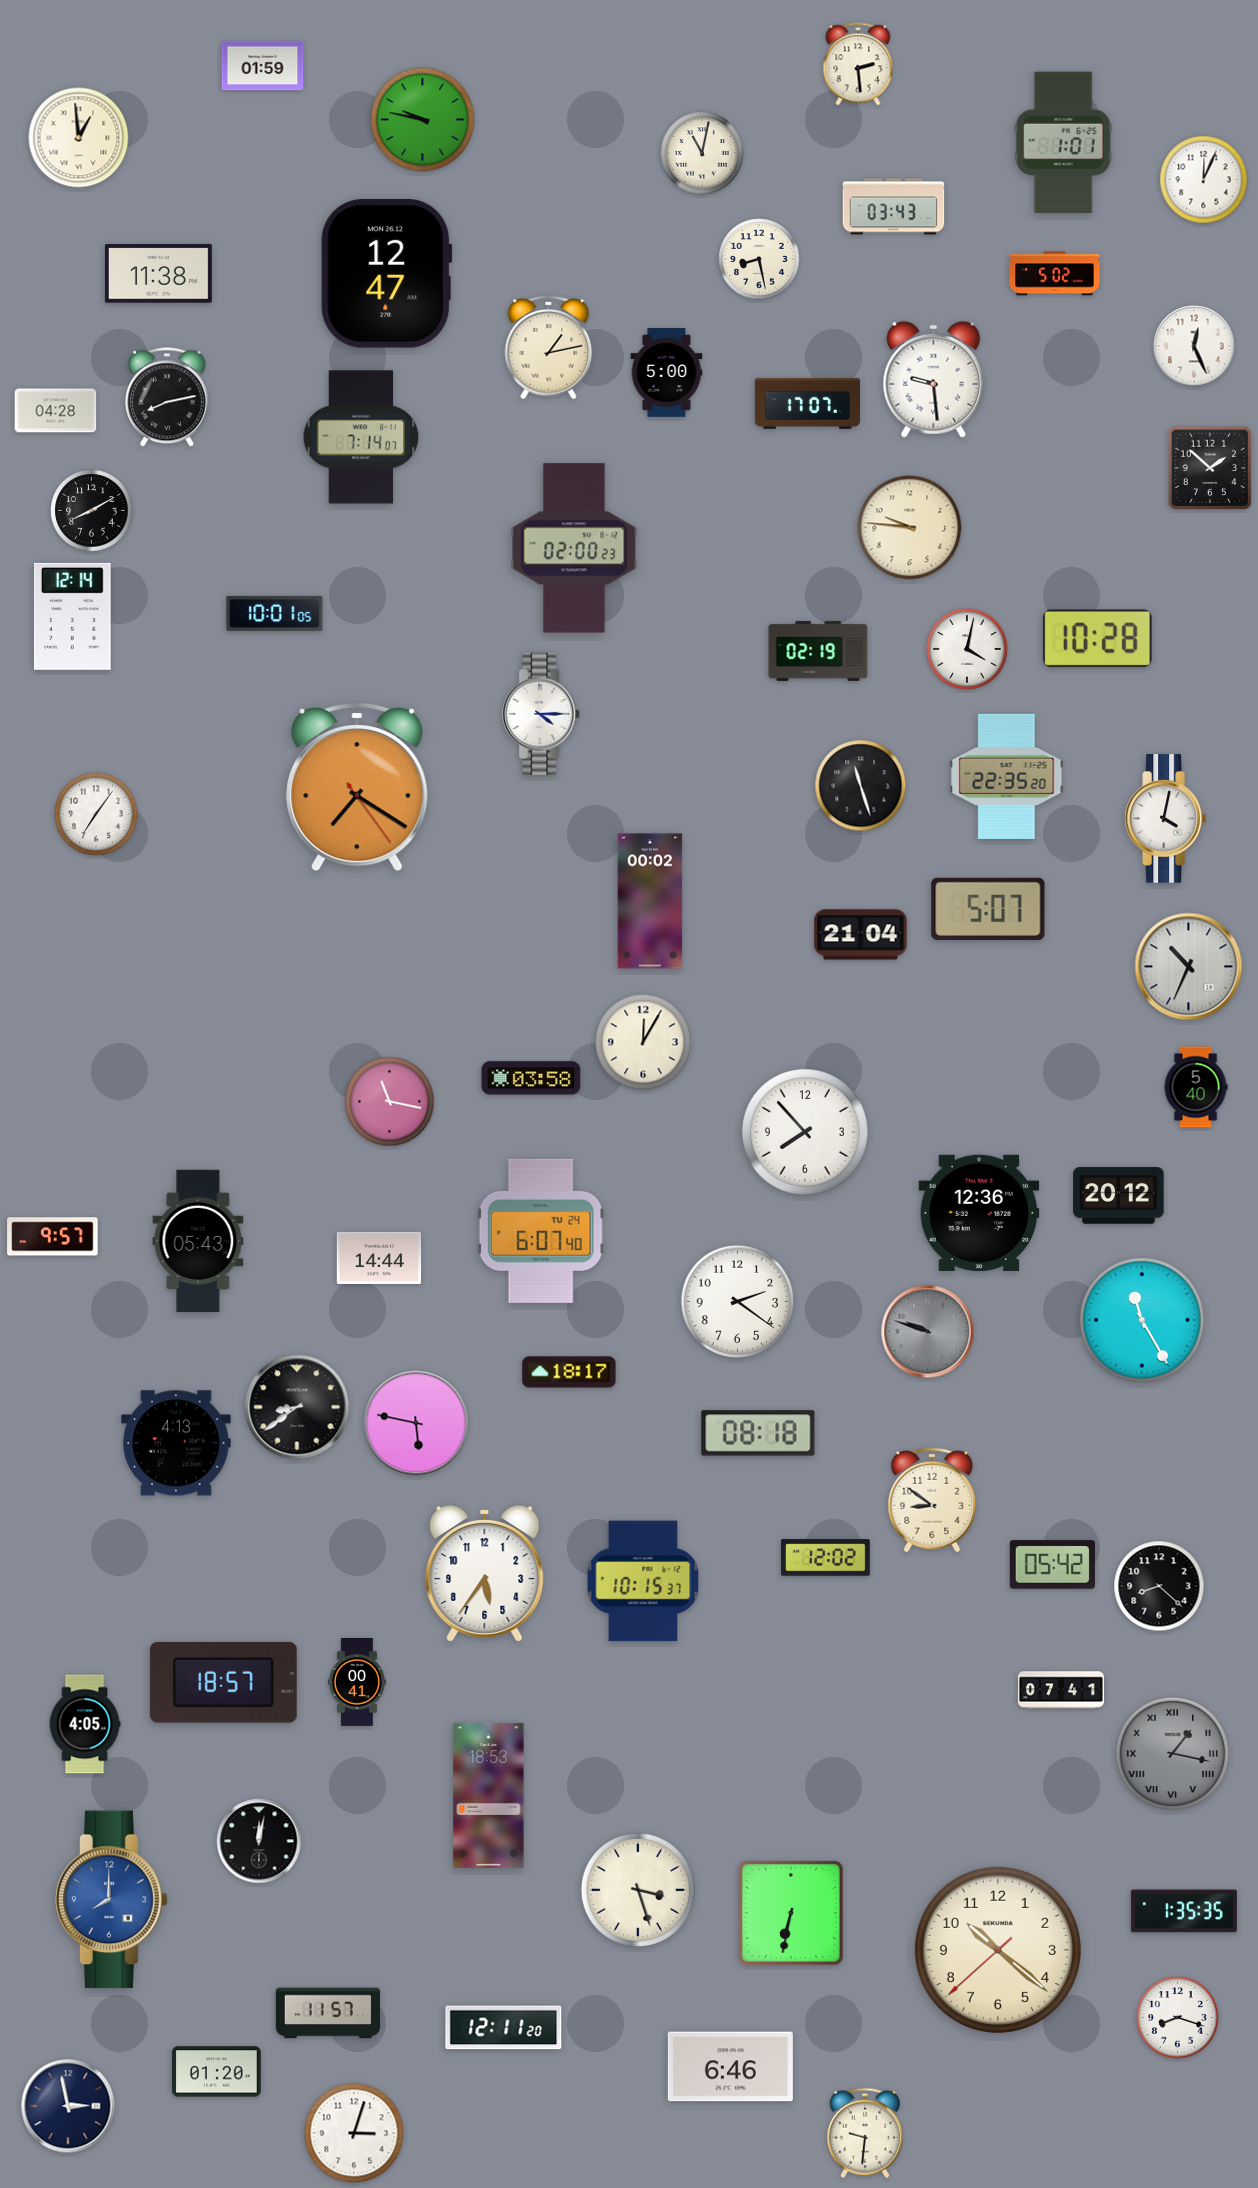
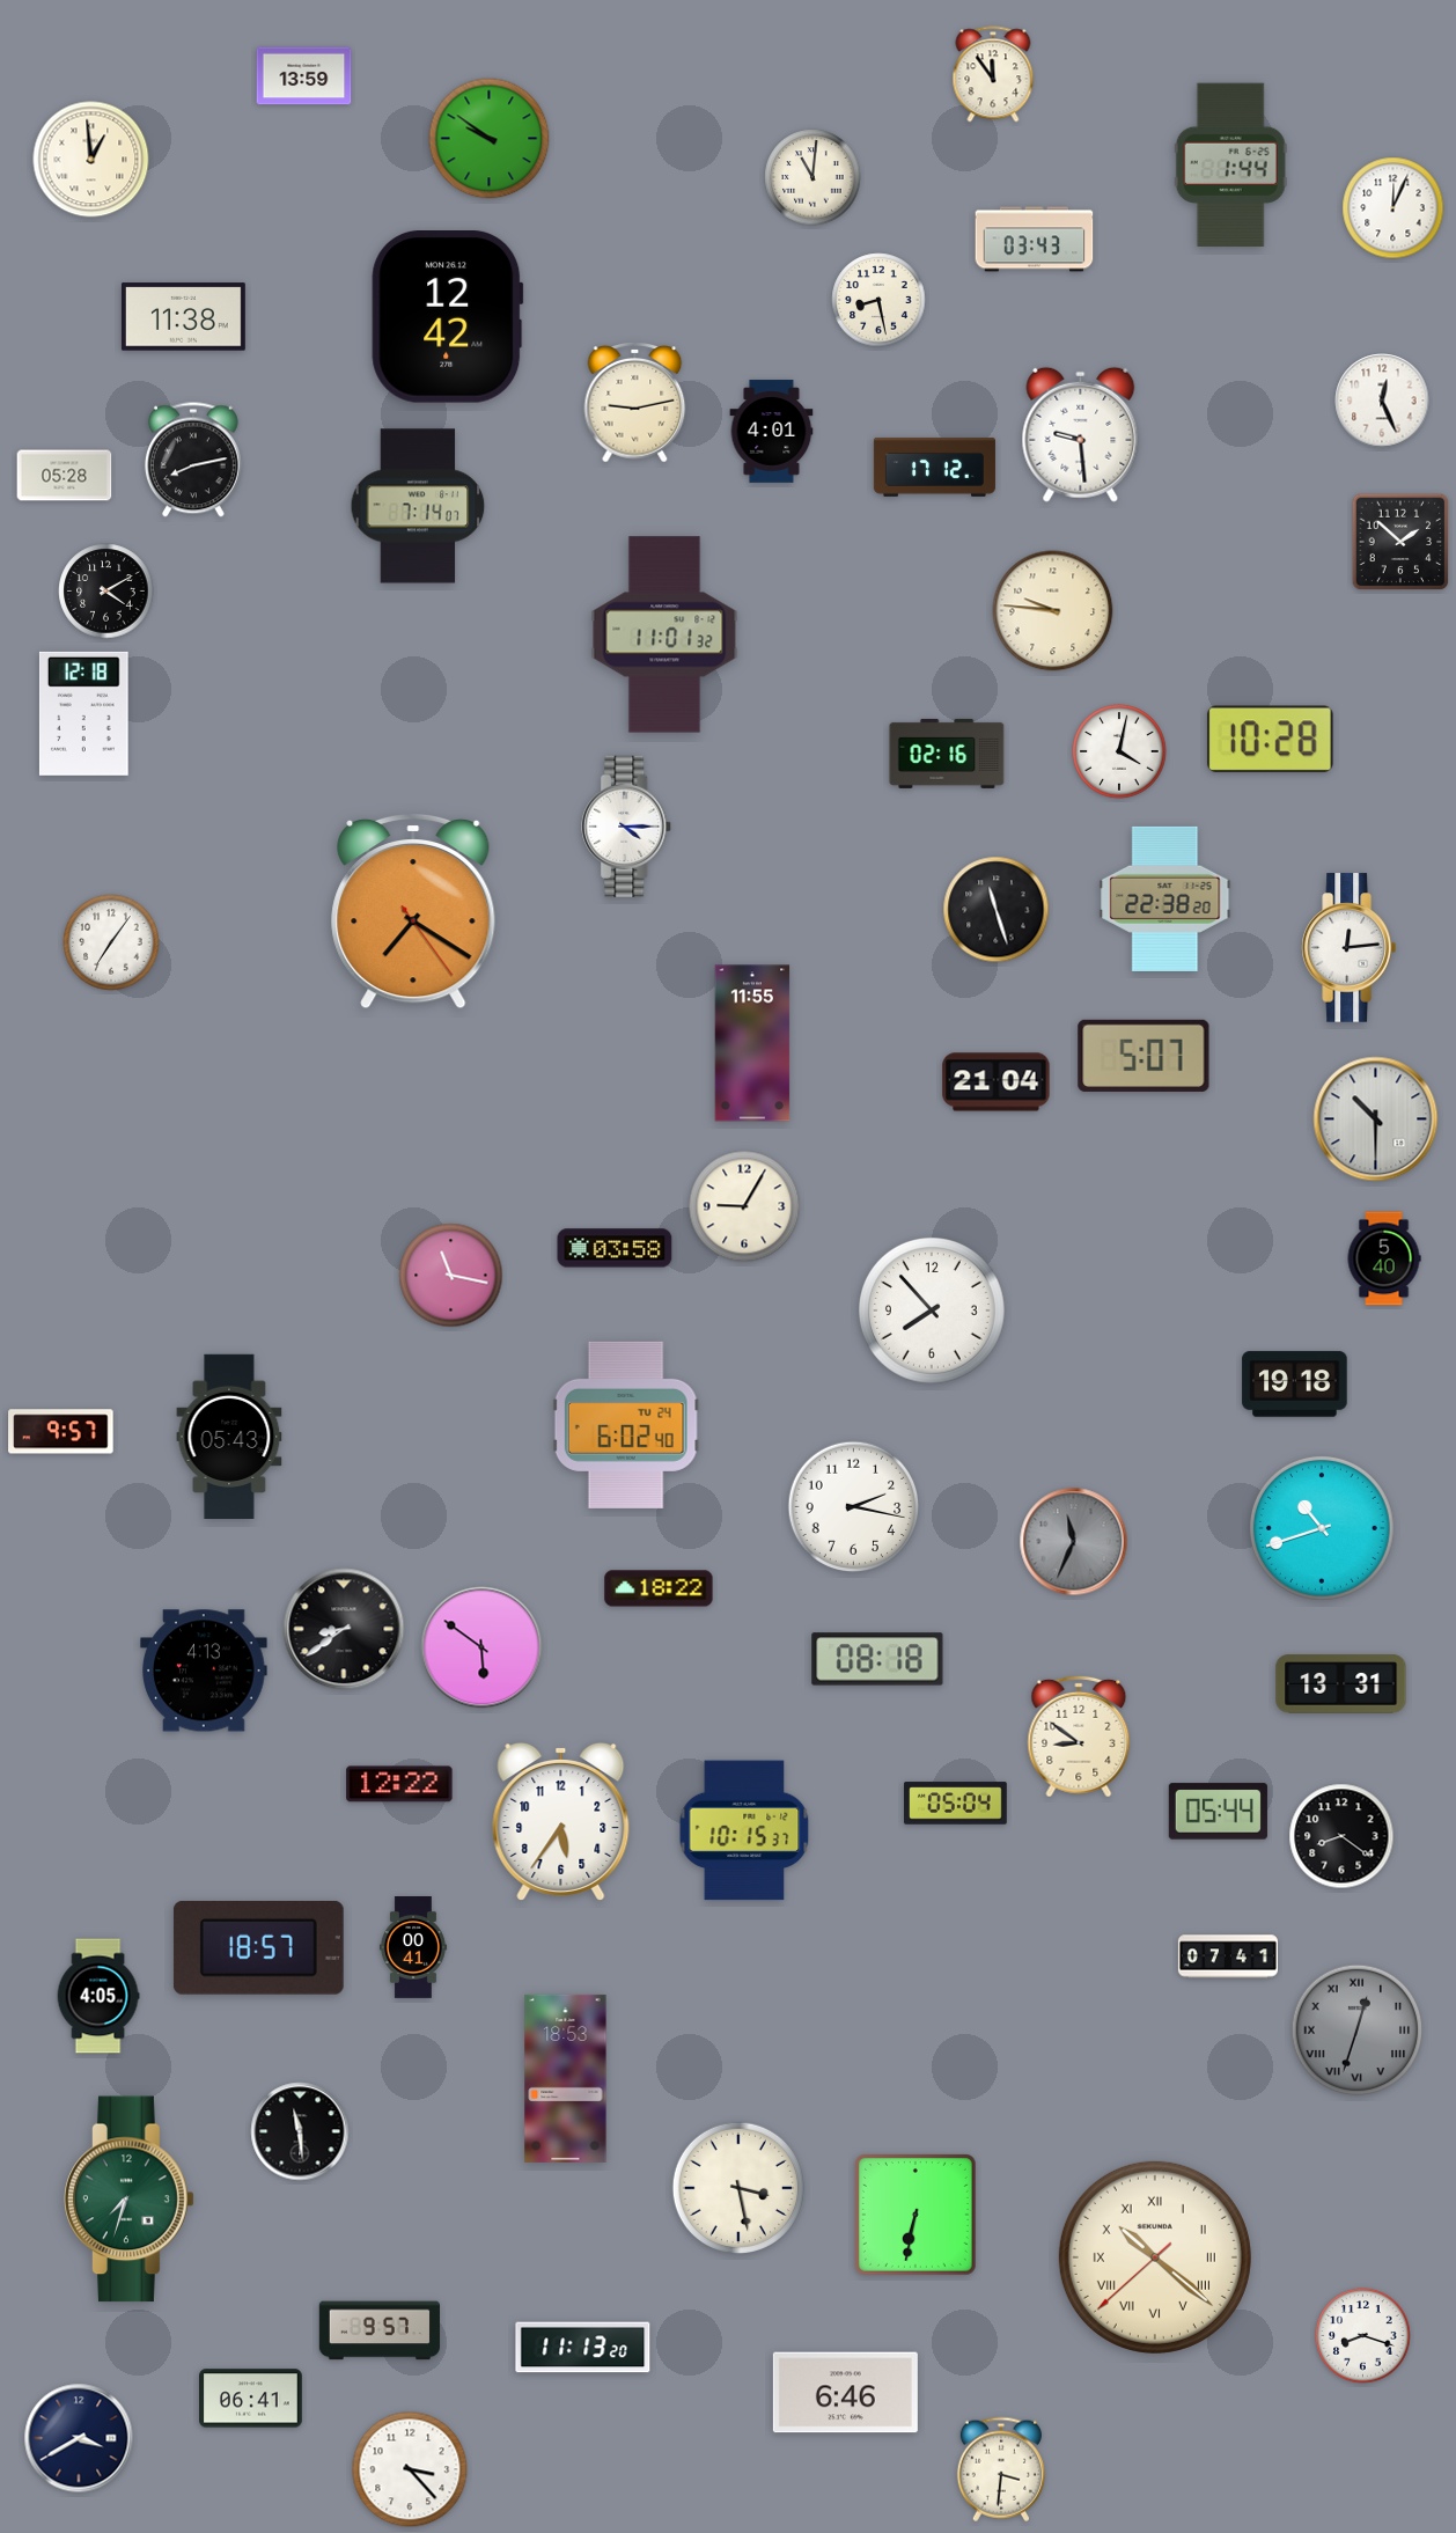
clock at (858, 64): 2:29 -> 11:54
clock at (263, 66): 01:59 -> 13:59
clock at (423, 120): 9:47 -> 9:51
clock at (1063, 142): 1:01 -> 1:44
clock at (702, 153): 11:02 -> 11:01
clock at (387, 274): 12:47 -> 12:42
clock at (1055, 274): 5:02 -> none
clock at (549, 348): 1:13 -> 9:13
clock at (667, 373): 5:00 -> 4:01
clock at (934, 379) position: (934, 379) -> (1081, 434)
clock at (807, 404): 17:07 -> 17:12
clock at (56, 411): 04:28 -> 05:28
clock at (92, 511): 8:10 -> 4:10
clock at (574, 548): 02:00 -> 11:01
clock at (275, 613): 10:01 -> none
clock at (72, 616): 12:14 -> 12:18
clock at (818, 651): 02:19 -> 02:16
clock at (1007, 776): 22:35 -> 22:38
clock at (1165, 819): 4:02 -> 12:14
clock at (650, 901): 00:02 -> 11:55
clock at (988, 909) position: (988, 909) -> (1144, 1056)
clock at (1189, 967): 10:34 -> 10:30
clock at (643, 1042): 12:05 -> 9:05
clock at (1119, 1196): 20:12 -> 19:18
clock at (979, 1213): 12:36 -> none
clock at (541, 1231): 6:07 -> 6:02
clock at (379, 1258): 14:44 -> none
clock at (738, 1302): 2:21 -> 2:17
clock at (1142, 1320): 11:25 -> 10:42
clock at (928, 1332): 9:48 -> 11:34
clock at (569, 1372): 18:17 -> 18:22
clock at (416, 1423): 5:47 -> 5:51
clock at (1341, 1684): none -> 13:31
clock at (399, 1784): none -> 12:22
clock at (826, 1558): 12:02 -> 05:04
clock at (1052, 1565): 05:42 -> 05:44
clock at (1159, 1586): 8:22 -> 8:21
clock at (1173, 1754): 1:17 -> 12:33
clock at (259, 1841): 12:02 -> 11:29
clock at (637, 1889): 3:27 -> 3:28
clock at (112, 1900): 8:00 -> 7:33
clock at (112, 1900) dial: blue -> green
clock at (1184, 1911): 1:35 -> none
clock at (998, 1950) numerals: Arabic -> Roman
clock at (328, 2013): 11:57 -> 9:57
clock at (504, 2028): 12:11 -> 11:13
clock at (217, 2072): 01:20 -> 06:41
clock at (68, 2106): 2:58 -> 3:40
clock at (354, 2133): 3:03 -> 3:23
clock at (865, 2133): 9:31 -> 3:31
